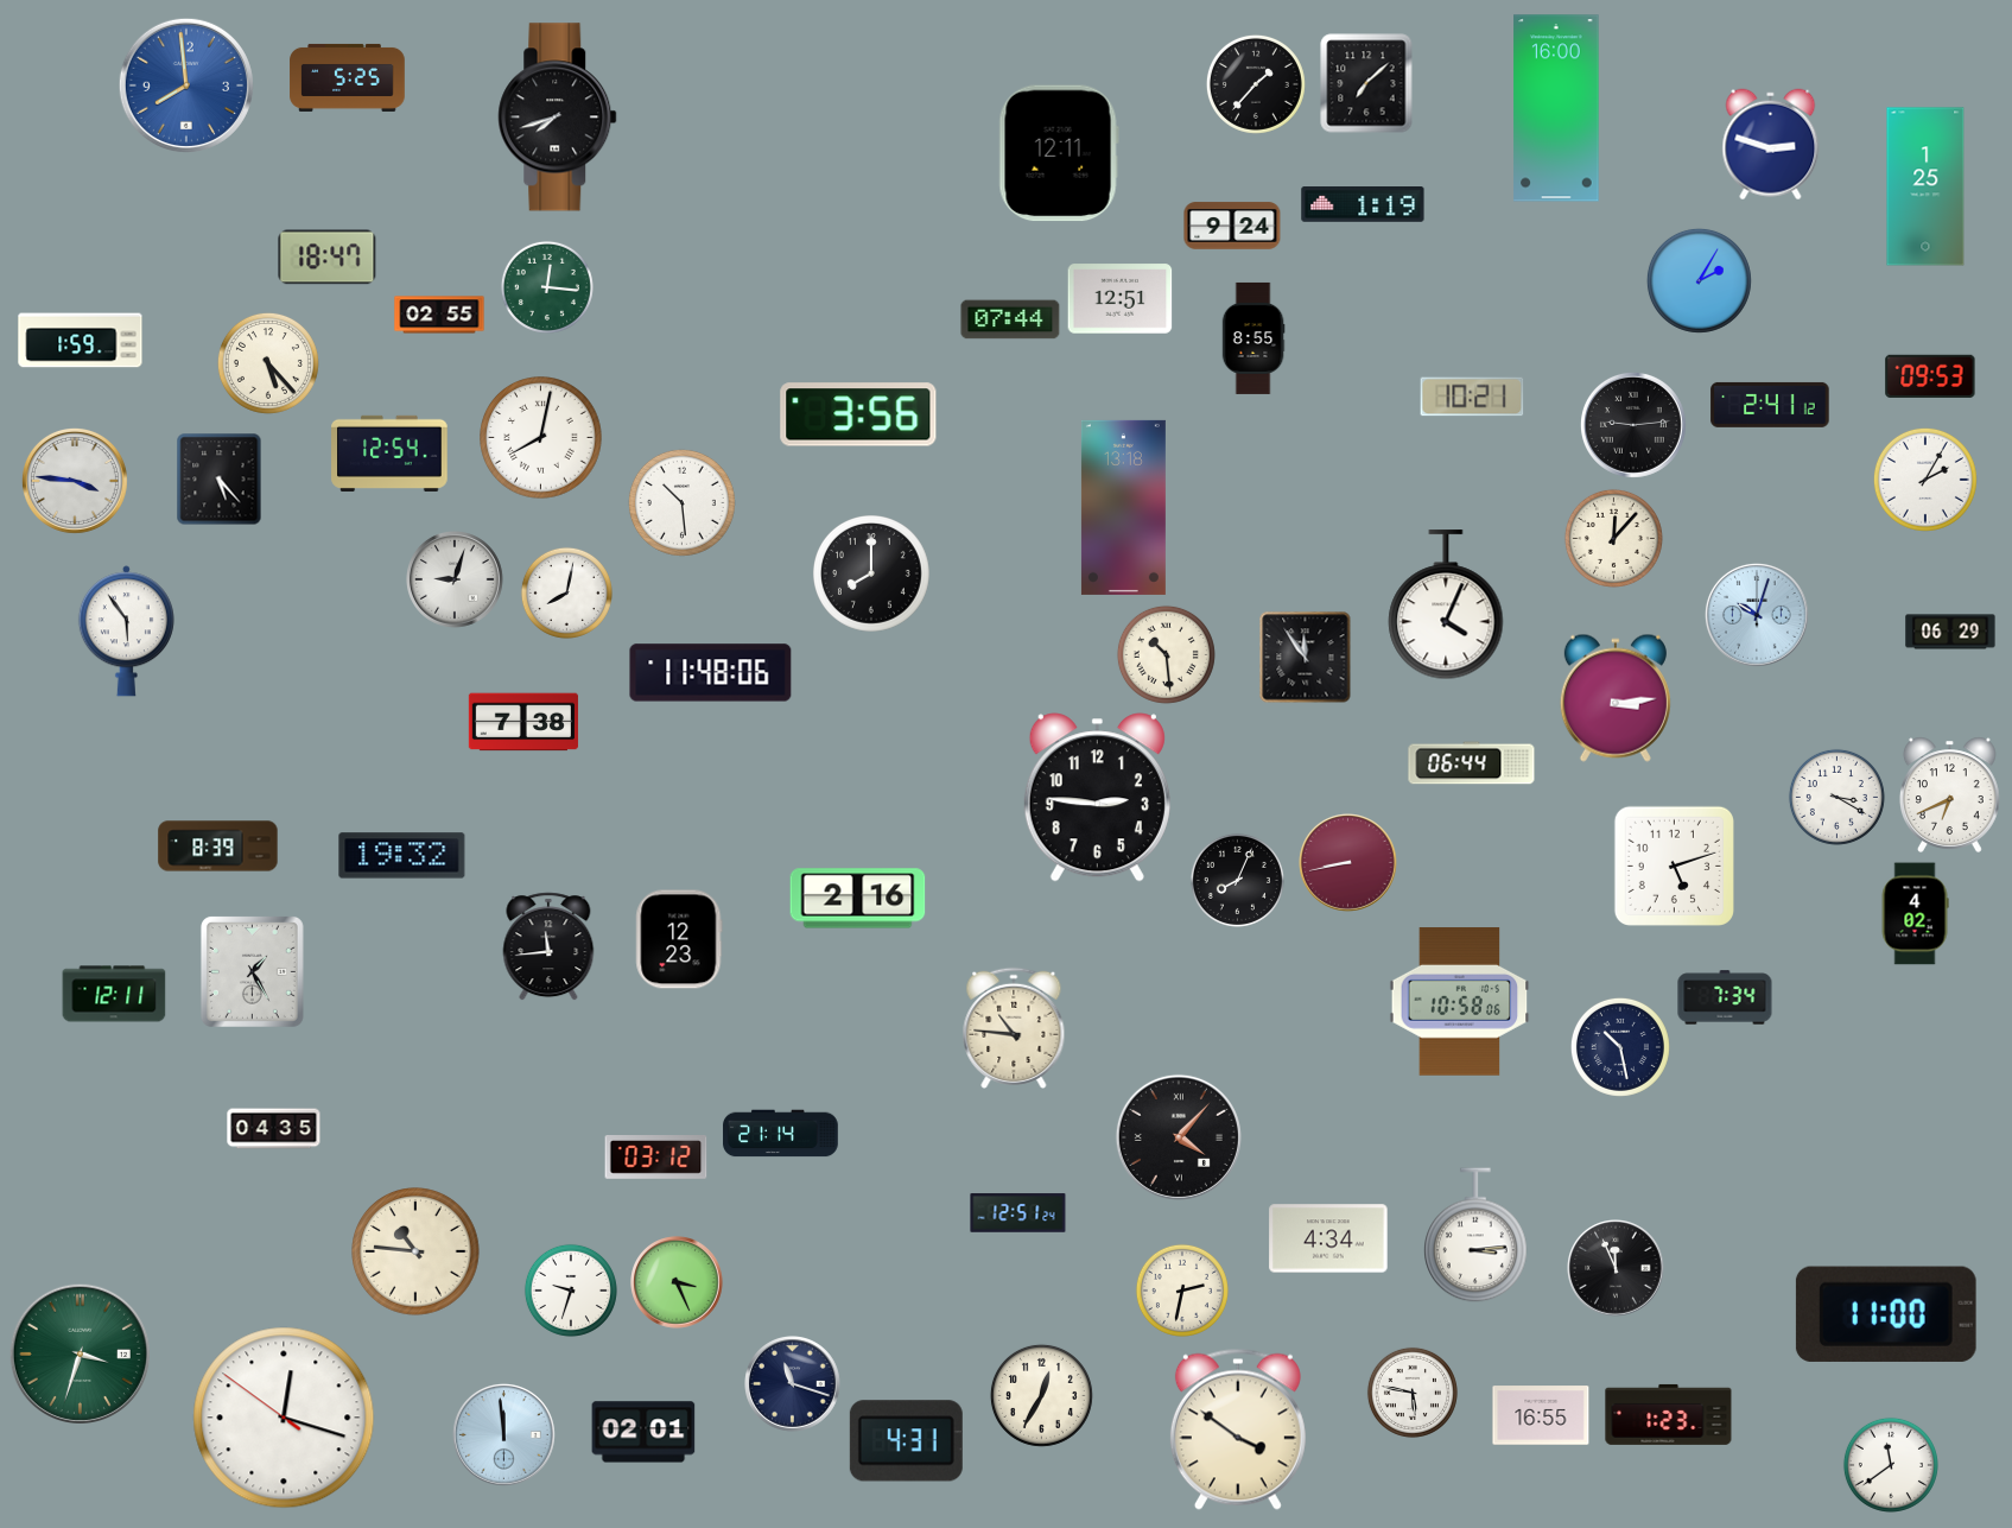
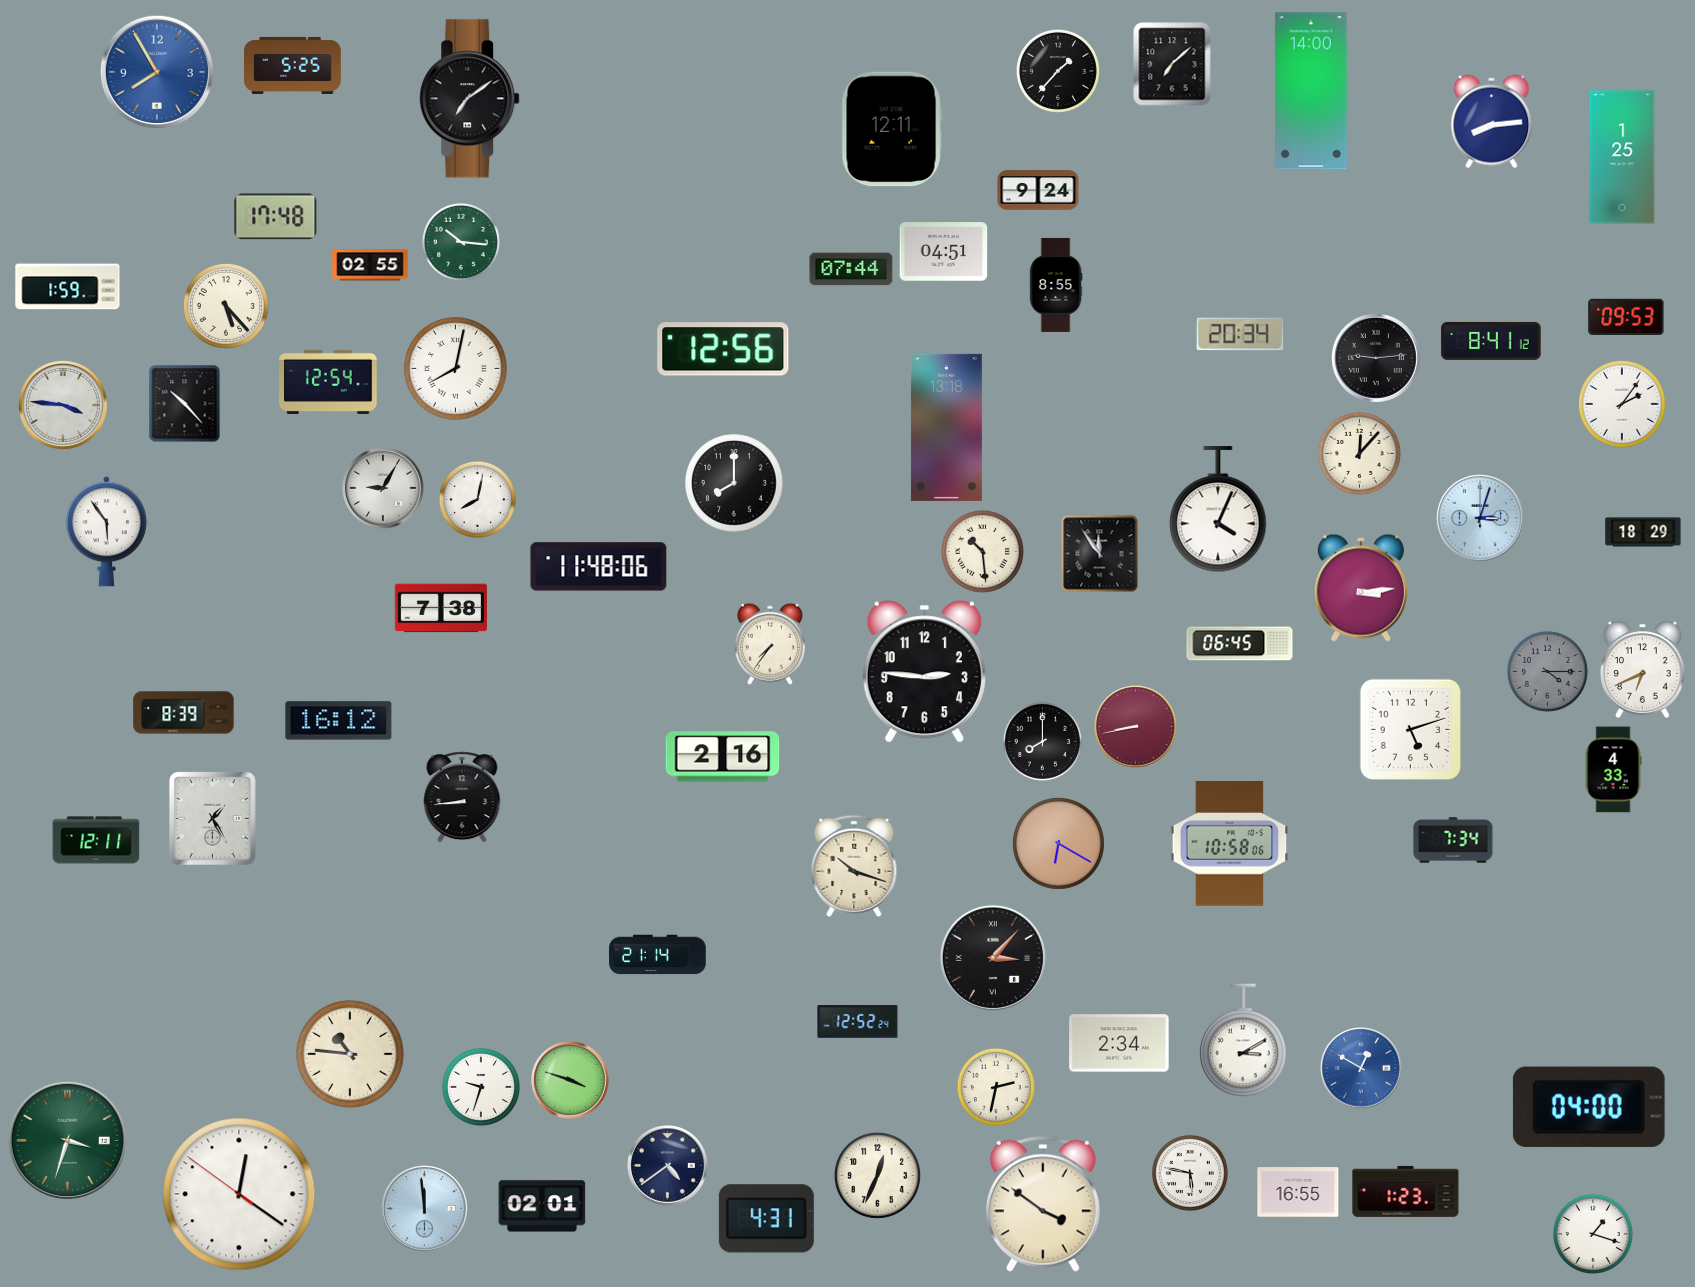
clock at (1366, 83) position: (1366, 83) -> (1172, 64)
clock at (186, 85): 7:59 -> 7:55
clock at (1556, 108): 16:00 -> 14:00
clock at (558, 118): 7:42 -> 7:09
clock at (1771, 145): 2:48 -> 8:14
clock at (1363, 205): 1:19 -> none
clock at (328, 258): 18:47 -> 17:48
clock at (1699, 280): 2:05 -> none
clock at (547, 287): 12:16 -> 10:16
clock at (1121, 299): 12:51 -> 04:51
clock at (1472, 397): 10:21 -> 20:34
clock at (1770, 405): 2:41 -> 8:41
clock at (858, 414): 3:56 -> 12:56
clock at (220, 480): 5:23 -> 10:23
clock at (1925, 480): 2:05 -> 2:06
clock at (681, 502): 10:29 -> none
clock at (456, 581): 9:03 -> 9:05
clock at (1757, 615): 10:03 -> 3:03
clock at (1950, 632): 06:29 -> 18:29
clock at (1472, 763): 06:44 -> 06:45
clock at (770, 644): none -> 7:36
clock at (1836, 797): 3:20 -> 4:15
clock at (1836, 797) dial: white -> grey
clock at (402, 856): 19:32 -> 16:12
clock at (1237, 880): 8:04 -> 8:00
clock at (1915, 914): 4:02 -> 4:33
clock at (679, 939): 12:23 -> none
clock at (548, 946): 11:44 -> 8:44
clock at (114, 994) position: (114, 994) -> (96, 840)
clock at (1058, 843): none -> 6:20
clock at (1014, 1028): 10:46 -> 10:18
clock at (1620, 1047): 10:28 -> none
clock at (274, 1129): 04:35 -> none
clock at (1179, 1137): 4:07 -> 3:07
clock at (656, 1158): 03:12 -> none
clock at (1018, 1213): 12:51 -> 12:52
clock at (1475, 1235): 3:14 -> 3:10
clock at (1328, 1238): 4:34 -> 2:34
clock at (1617, 1269): 11:56 -> 12:50
clock at (1617, 1269) dial: black -> blue
clock at (677, 1282): 3:26 -> 3:48
clock at (1886, 1314): 11:00 -> 04:00
clock at (793, 1384): 11:18 -> 4:39
clock at (1041, 1395): 12:35 -> 12:34
clock at (284, 1418): 12:17 -> 12:20
clock at (906, 1441) position: (906, 1441) -> (766, 1219)
clock at (1891, 1465): 11:39 -> 1:18
